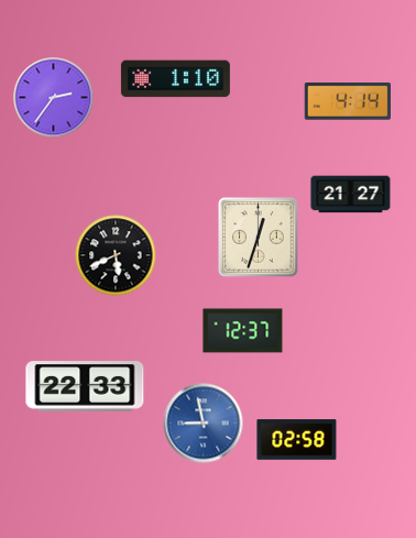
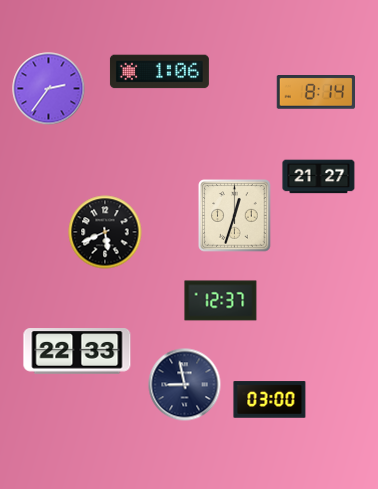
clock at (175, 79): 1:10 -> 1:06
clock at (347, 102): 4:14 -> 8:14
clock at (204, 424) dial: blue -> navy
clock at (297, 440): 02:58 -> 03:00
